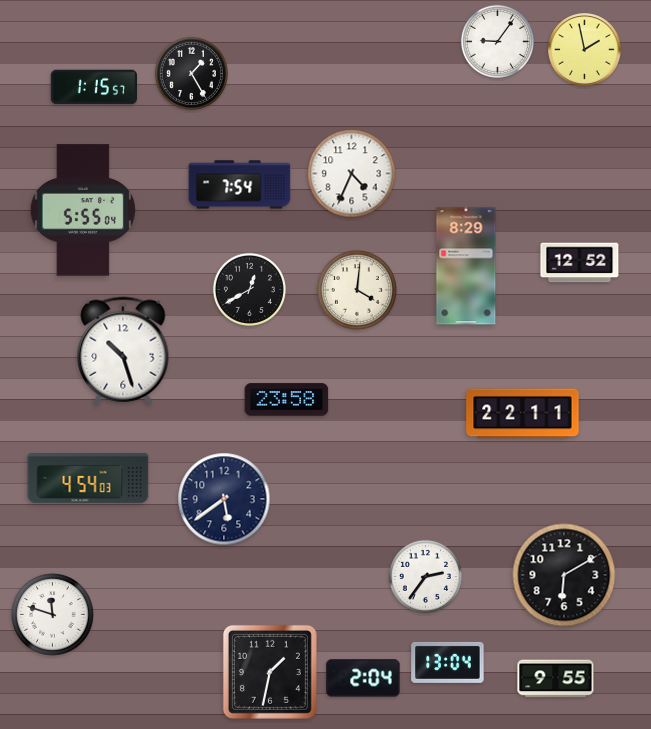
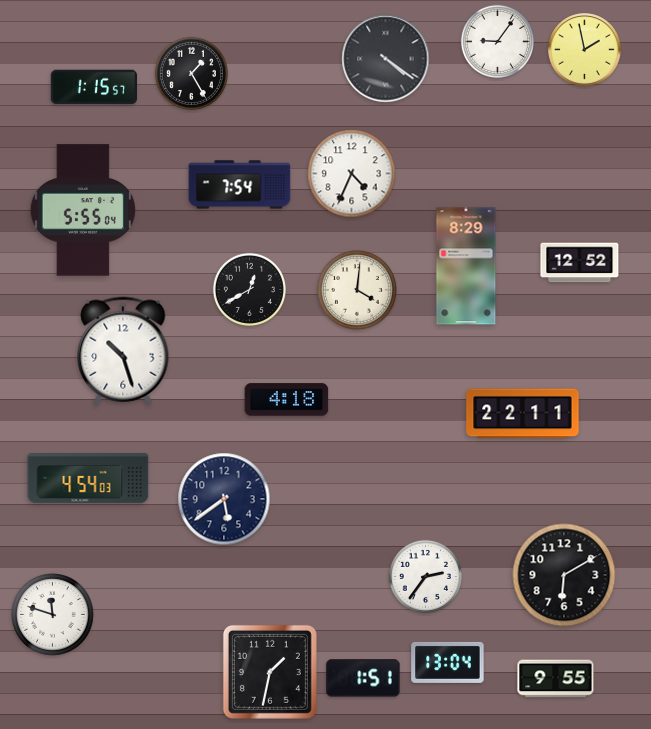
clock at (386, 59): none -> 4:21
clock at (287, 400): 23:58 -> 4:18
clock at (363, 678): 2:04 -> 1:51
